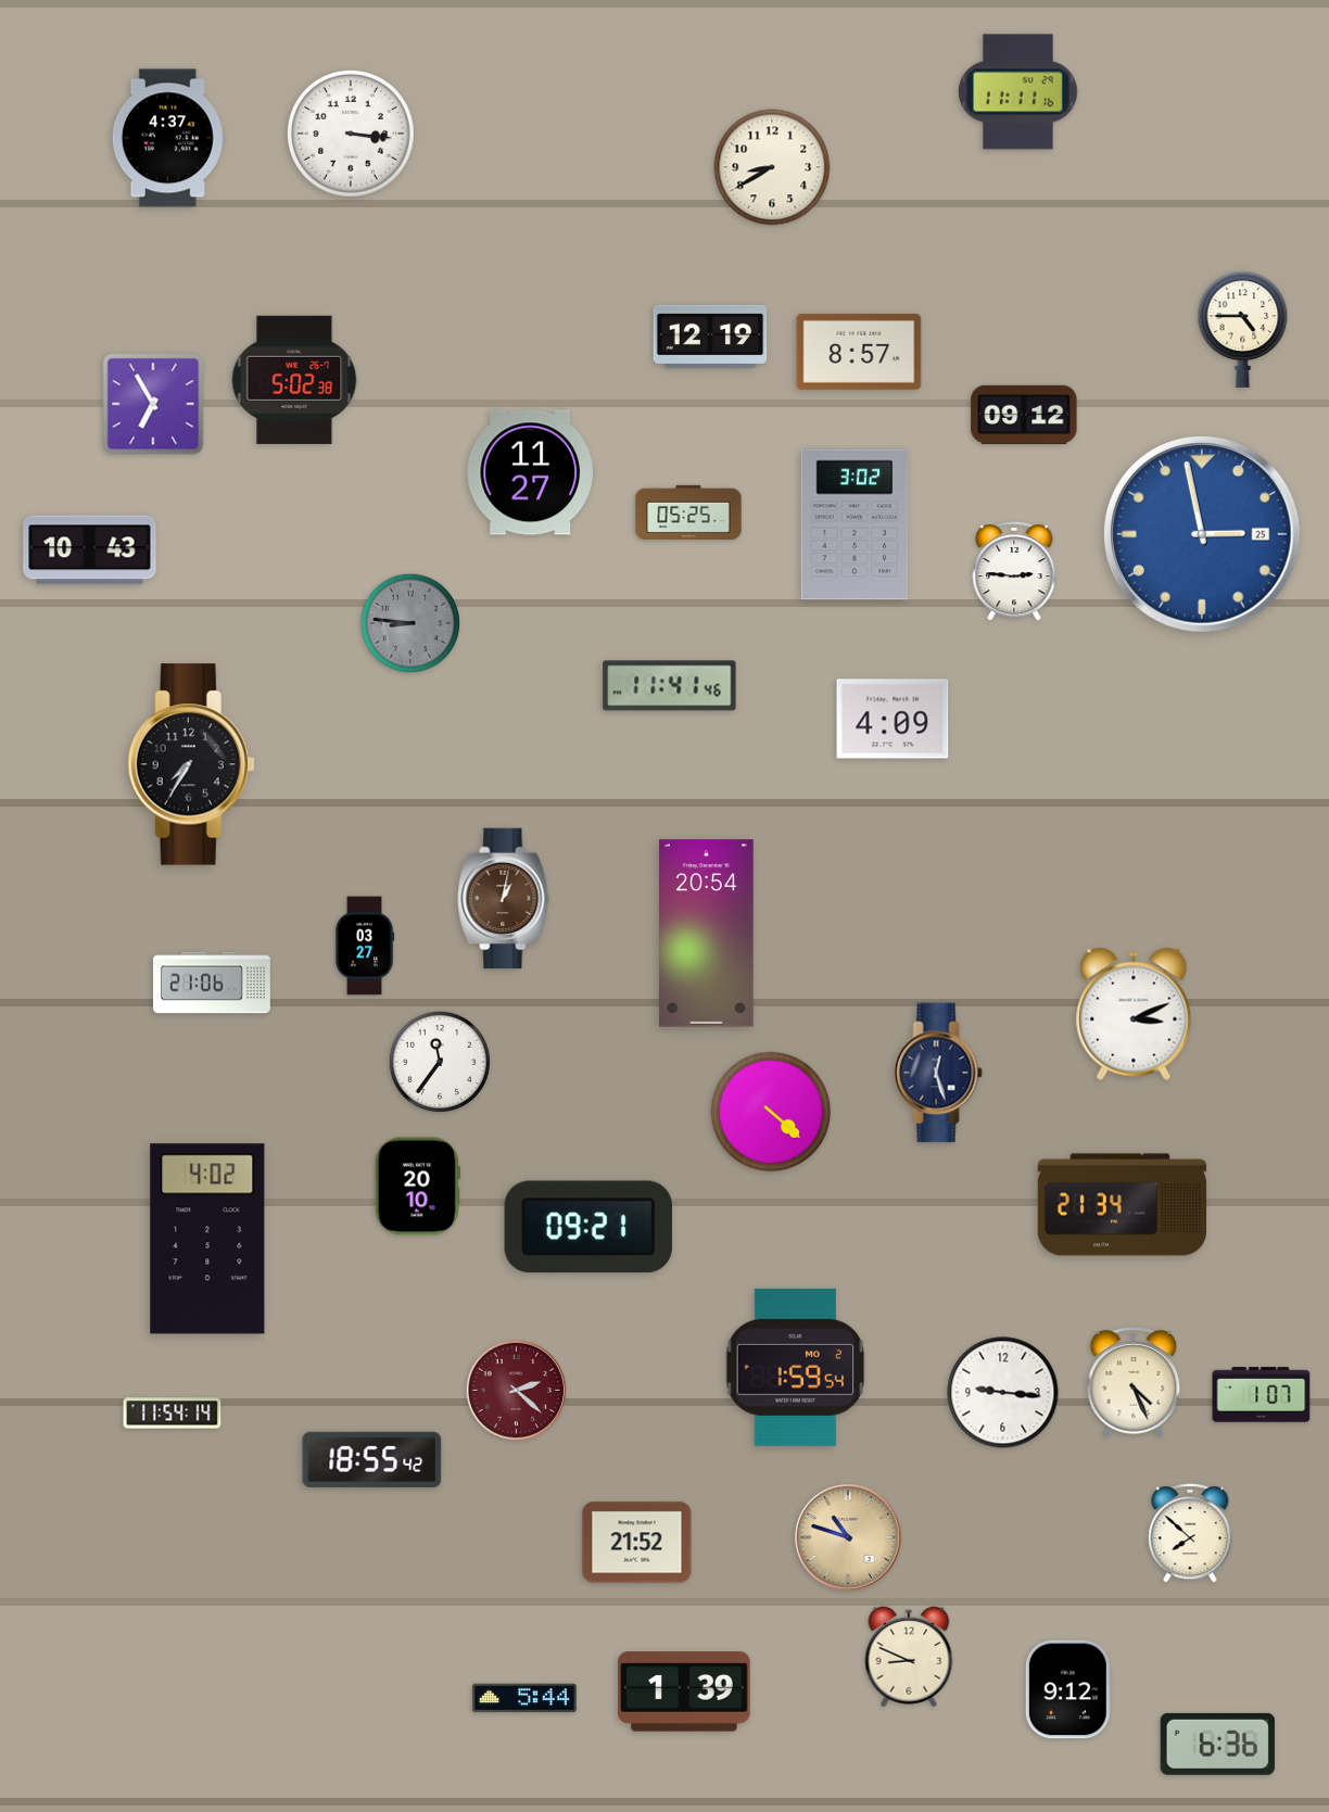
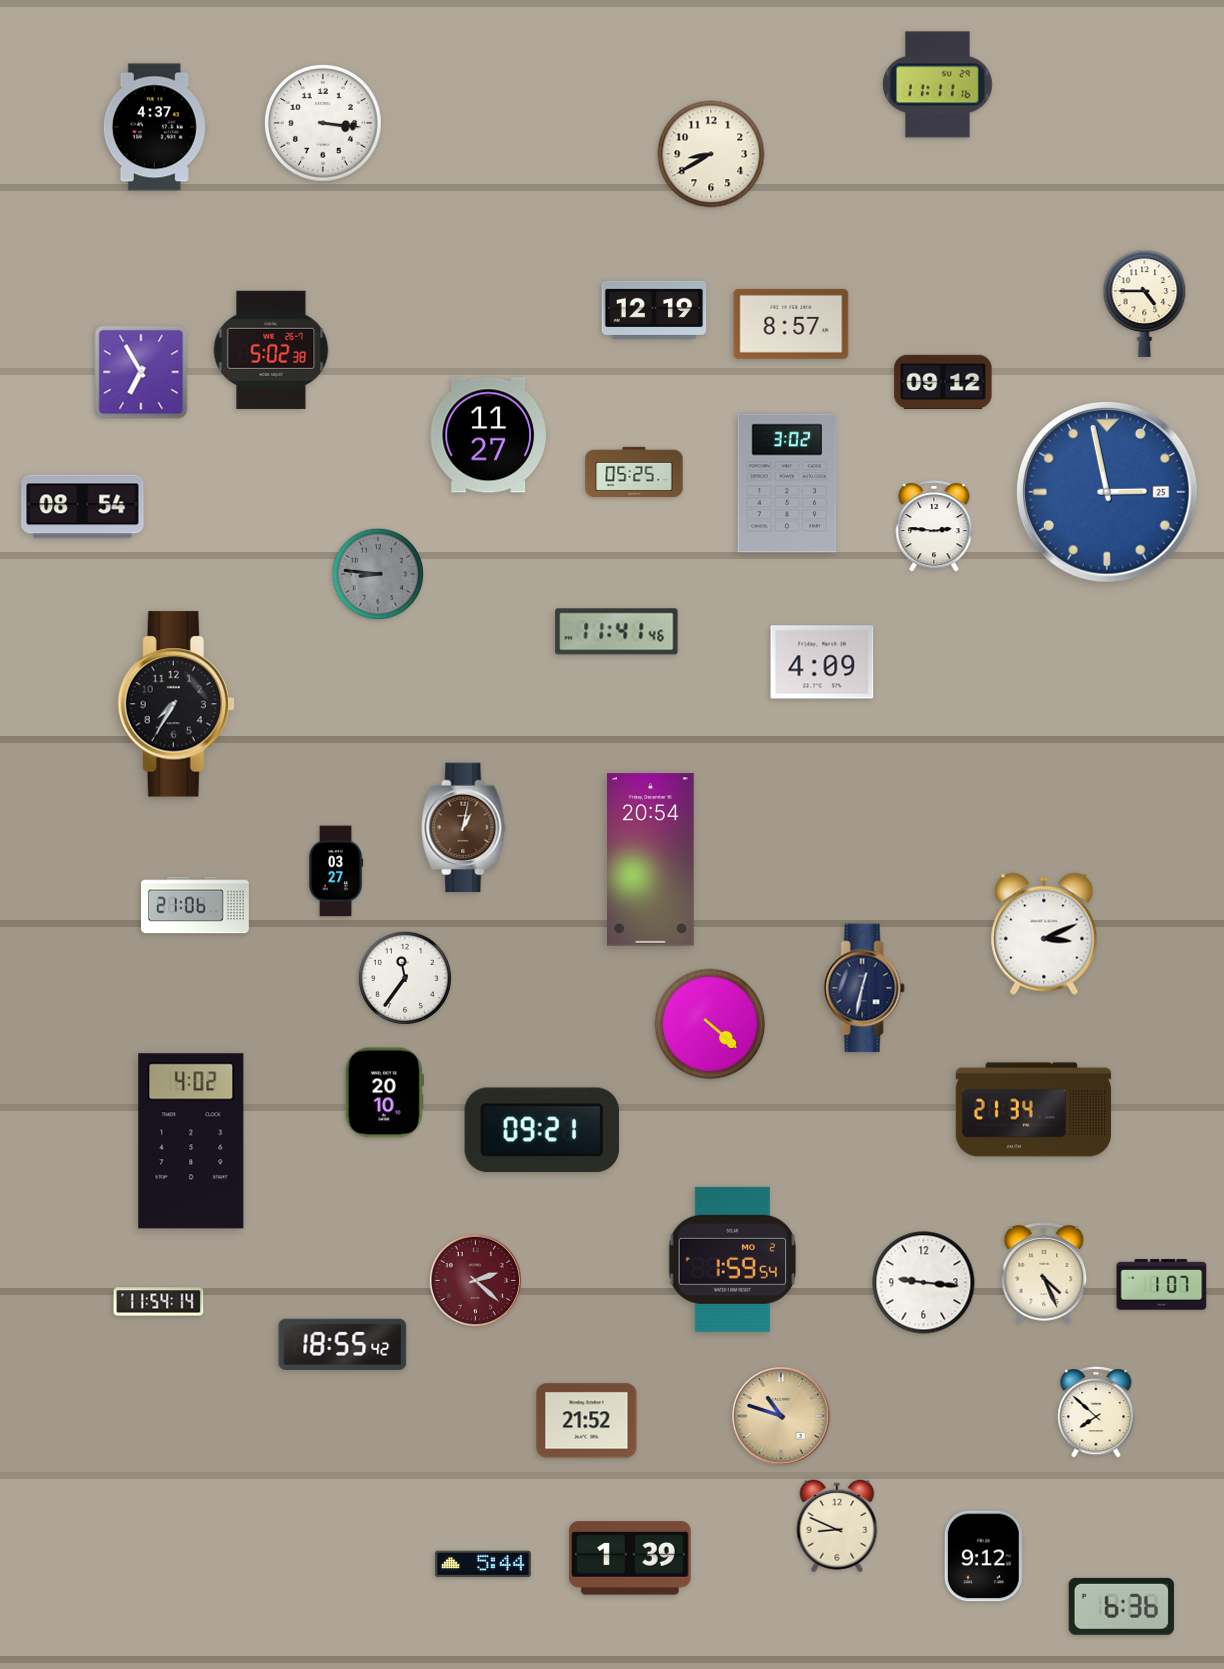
clock at (90, 550): 10:43 -> 08:54
clock at (938, 1073): 12:27 -> 12:32
